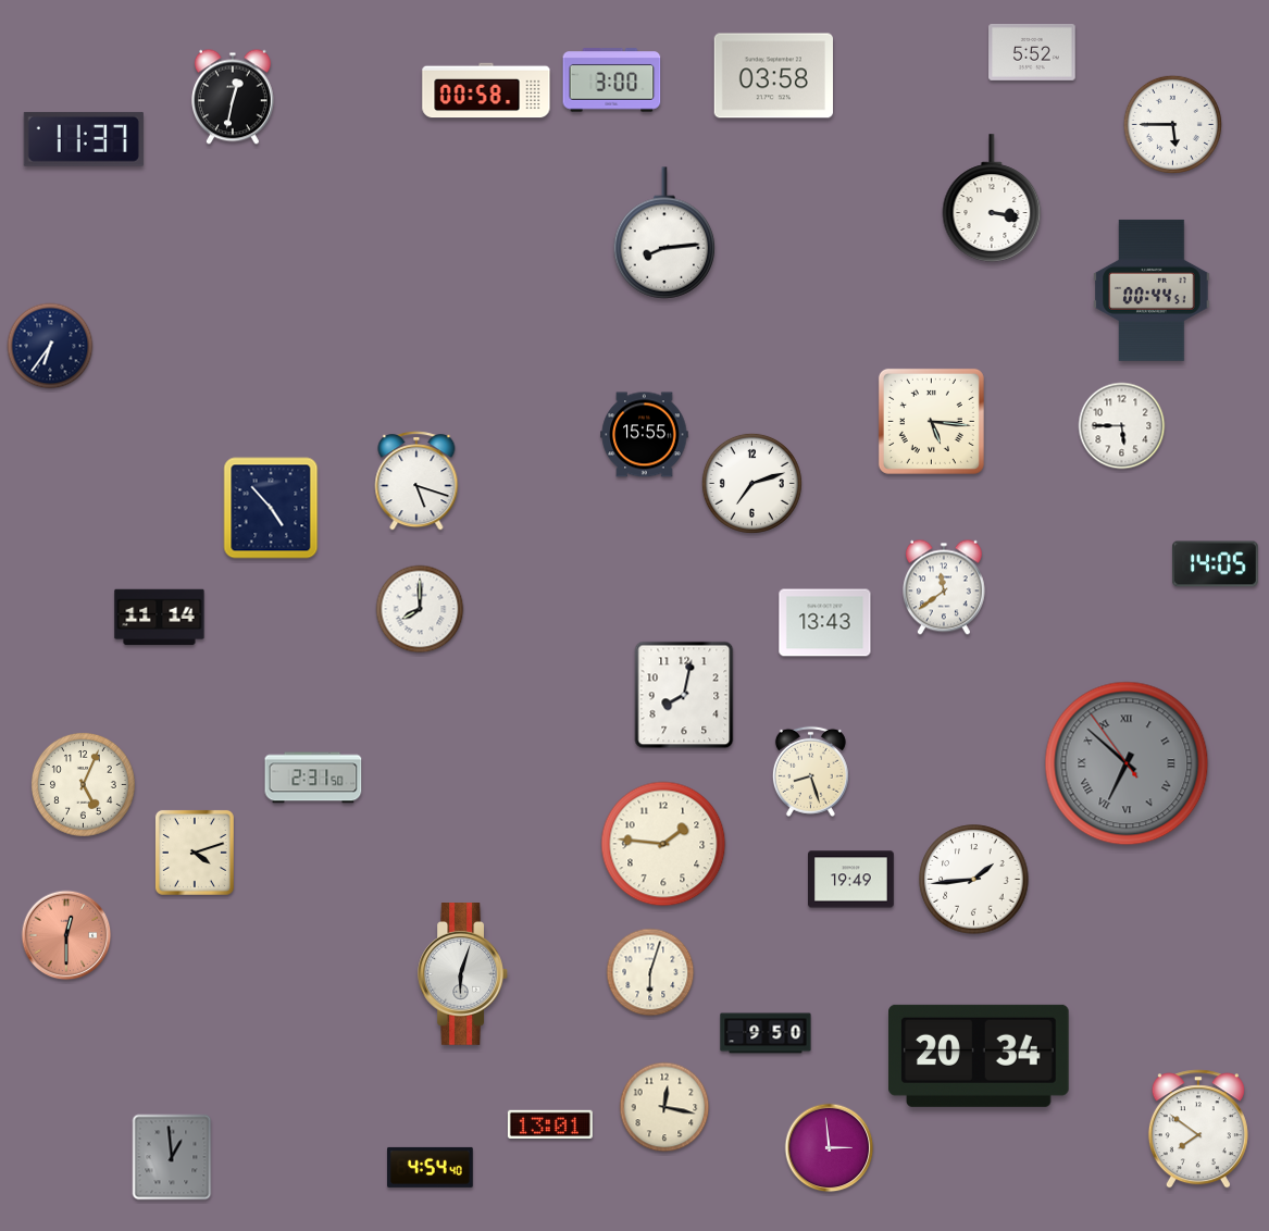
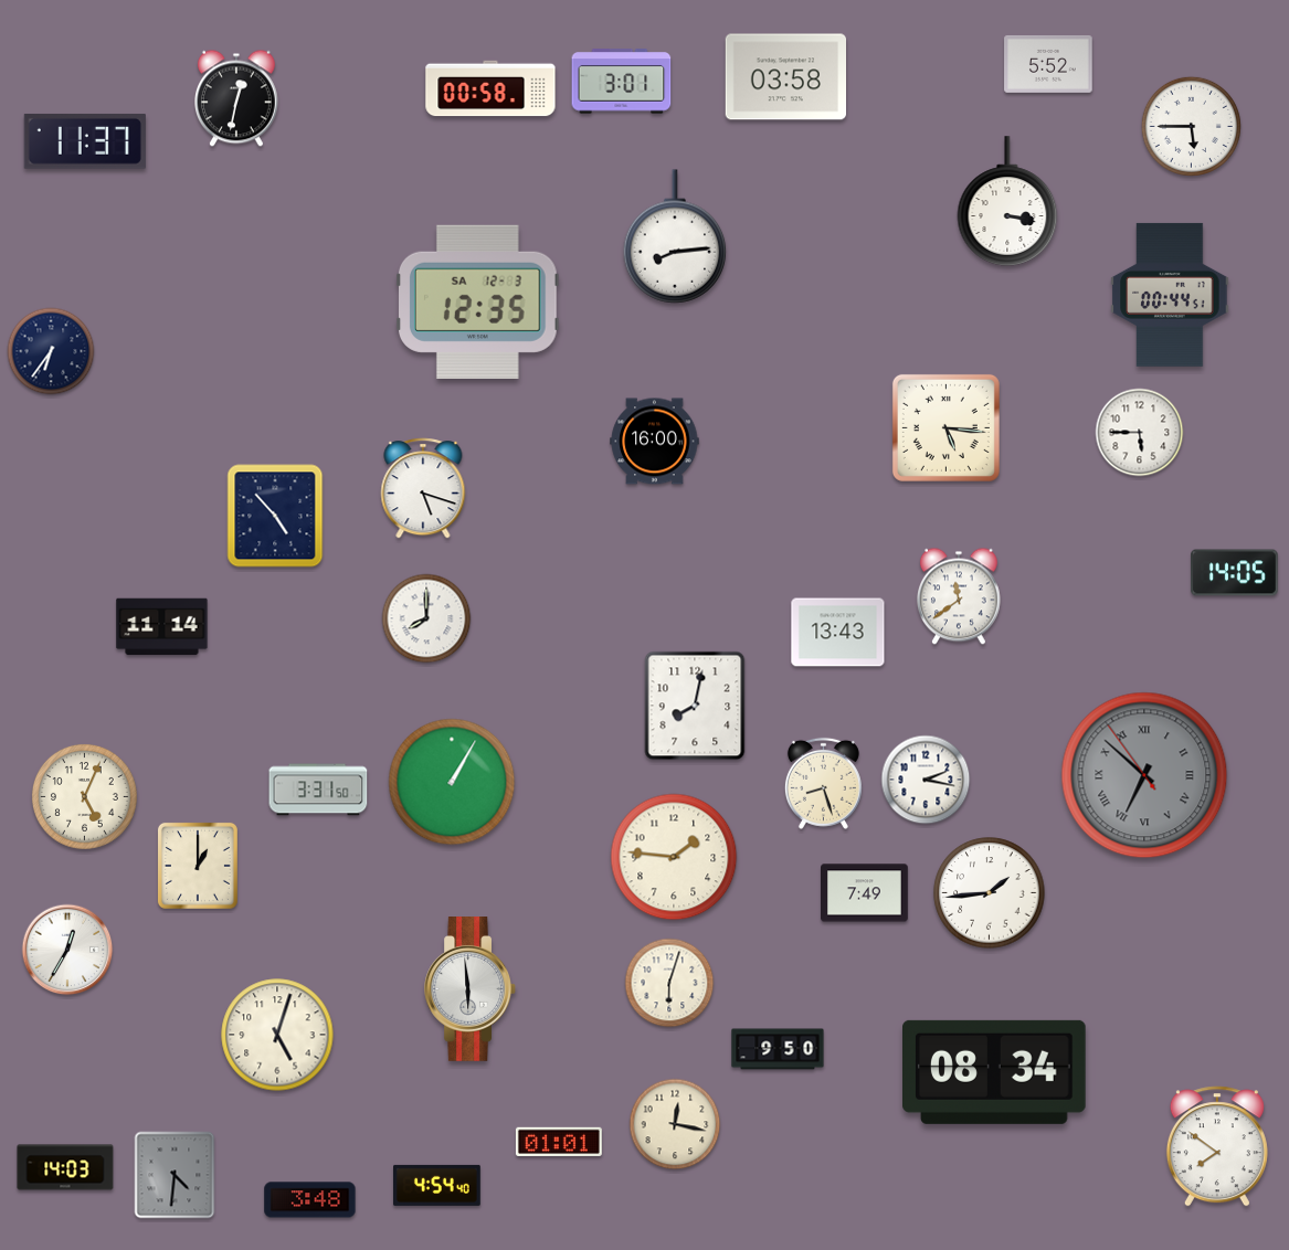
clock at (1032, 52) position: (1032, 52) -> (1048, 64)
clock at (612, 80): 3:00 -> 3:01
clock at (486, 90) position: (486, 90) -> (490, 88)
clock at (478, 301): none -> 12:35
clock at (645, 435): 15:55 -> 16:00
clock at (751, 483): 7:12 -> none
clock at (926, 780): none -> 2:17
clock at (452, 782): none -> 1:05
clock at (313, 778): 2:31 -> 3:31
clock at (195, 853): 4:12 -> 1:00
clock at (851, 880): 19:49 -> 7:49
clock at (66, 935): 12:30 -> 12:35
clock at (66, 935) dial: salmon -> white
clock at (650, 972) position: (650, 972) -> (669, 983)
clock at (462, 974): 6:03 -> 5:59
clock at (277, 1035): none -> 5:03
clock at (980, 1056): 20:34 -> 08:34
clock at (550, 1123): 13:01 -> 01:01
clock at (830, 1148): 2:59 -> none
clock at (65, 1167): none -> 14:03
clock at (172, 1157): 12:59 -> 4:31
clock at (310, 1200): none -> 3:48
